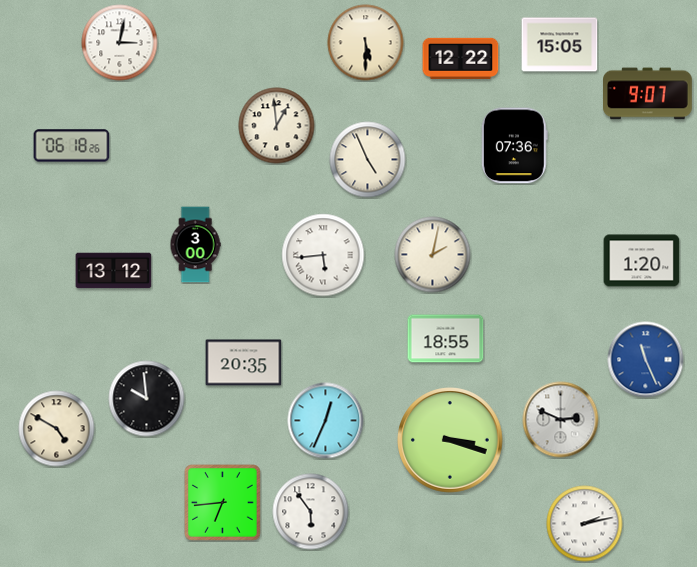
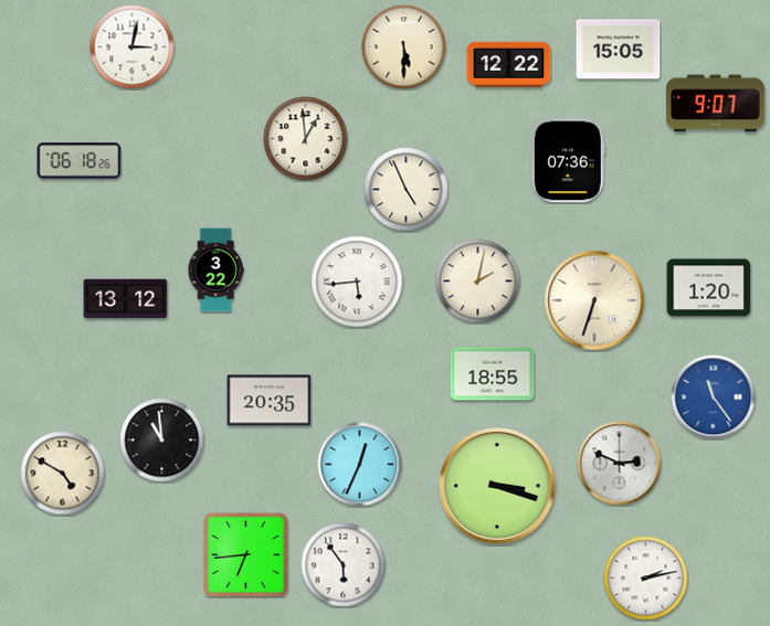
clock at (368, 160) position: (368, 160) -> (407, 190)
clock at (195, 245): 3:00 -> 3:22
clock at (594, 300): none -> 6:33
clock at (646, 360): 11:26 -> 11:24
clock at (147, 399): 9:59 -> 10:59
